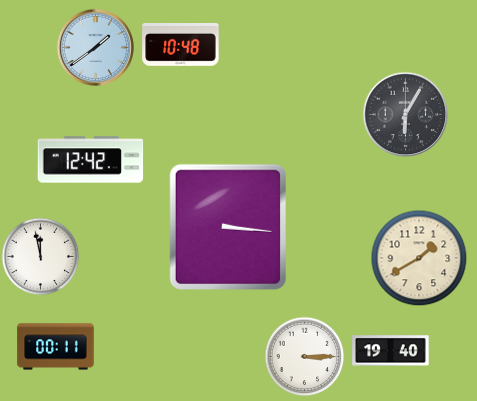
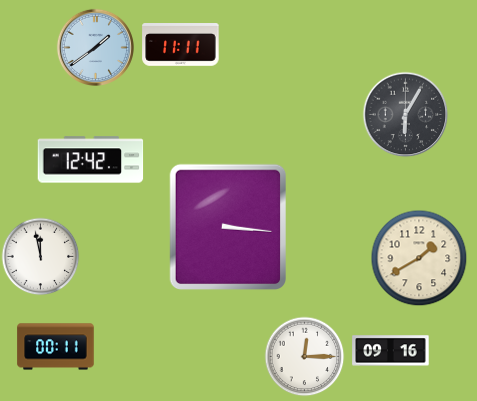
clock at (181, 45): 10:48 -> 11:11
clock at (391, 351): 19:40 -> 09:16
clock at (304, 356): 3:15 -> 12:15
